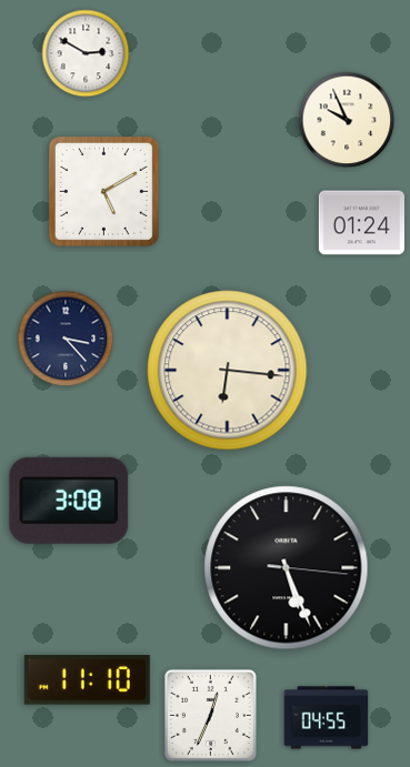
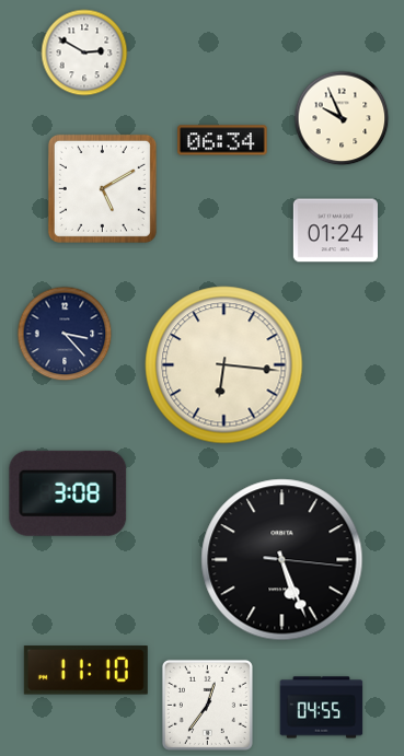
clock at (222, 140): none -> 06:34
clock at (361, 223) position: (361, 223) -> (335, 231)
clock at (210, 715): 12:34 -> 12:36
